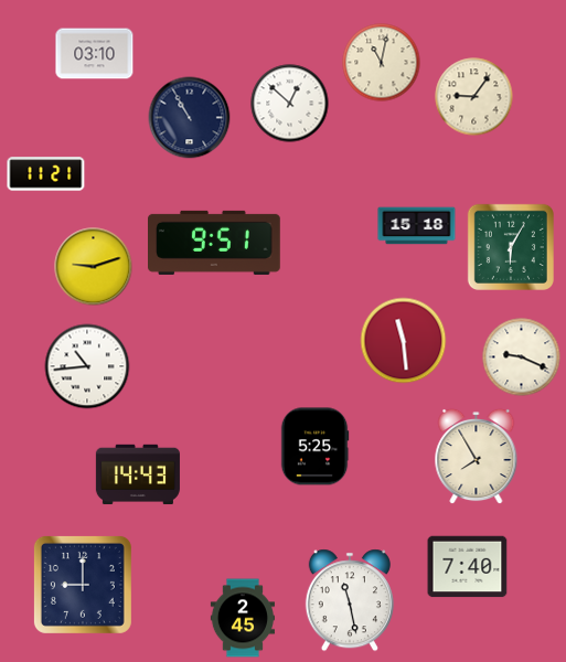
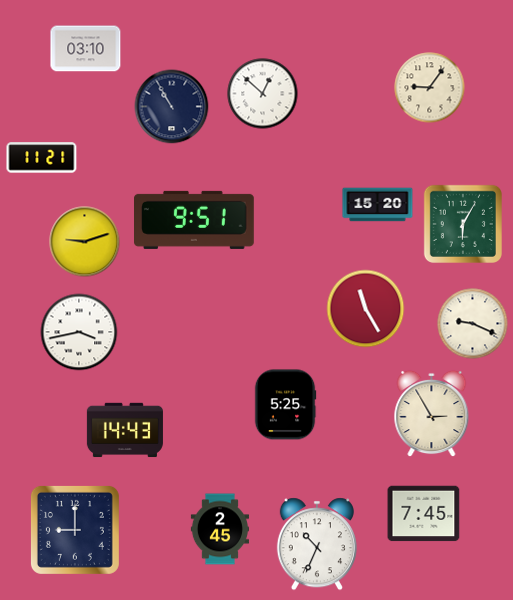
clock at (382, 63): 11:02 -> none
clock at (417, 226): 15:18 -> 15:20
clock at (404, 341): 11:29 -> 11:25
clock at (87, 366): 10:44 -> 3:43
clock at (477, 457): 7:55 -> 2:55
clock at (468, 567): 7:40 -> 7:45
clock at (350, 600): 11:28 -> 10:34
clock at (243, 618) position: (243, 618) -> (220, 529)
